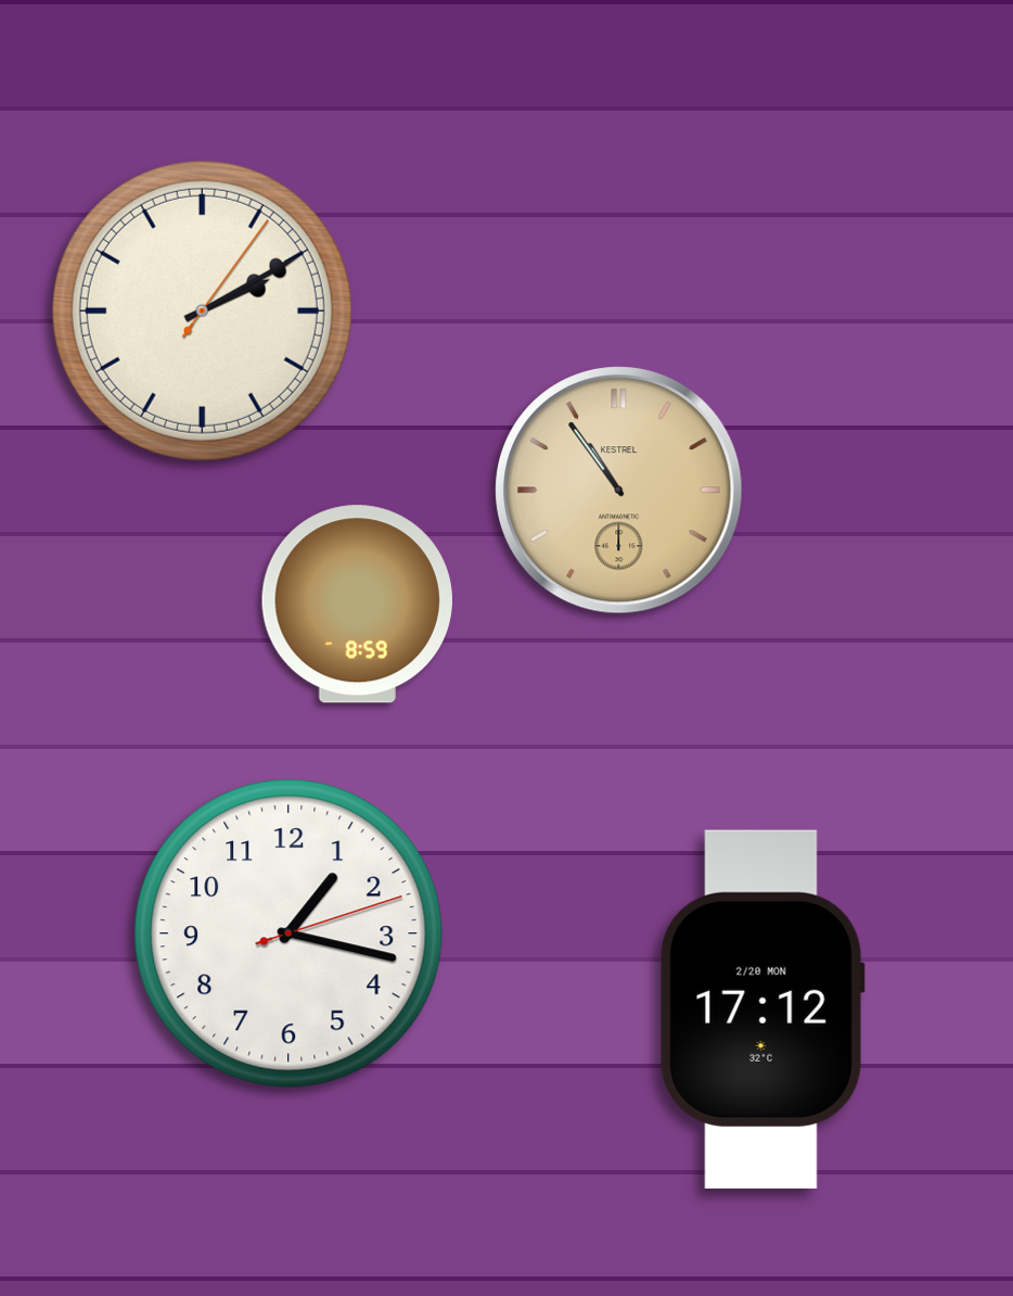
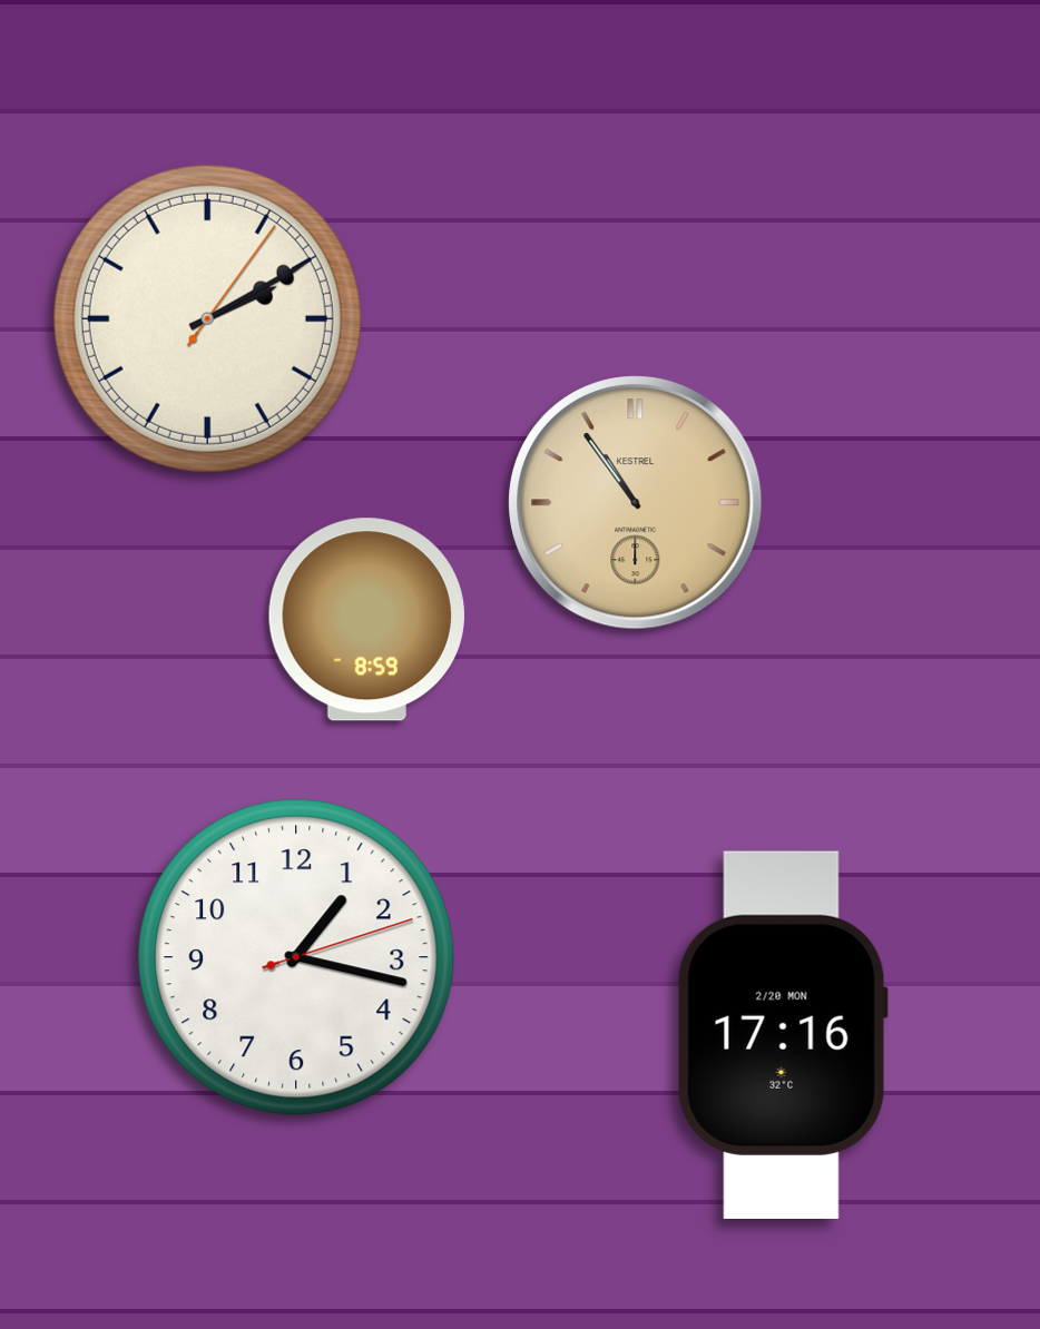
clock at (762, 1009): 17:12 -> 17:16
